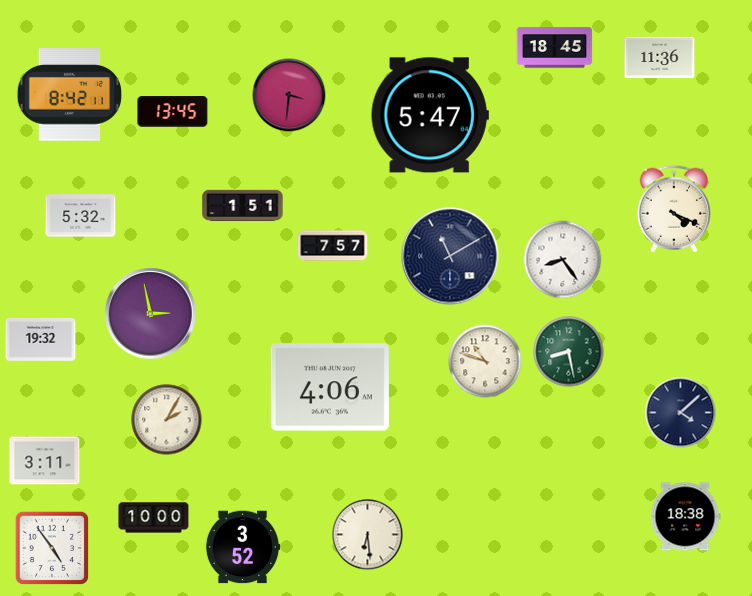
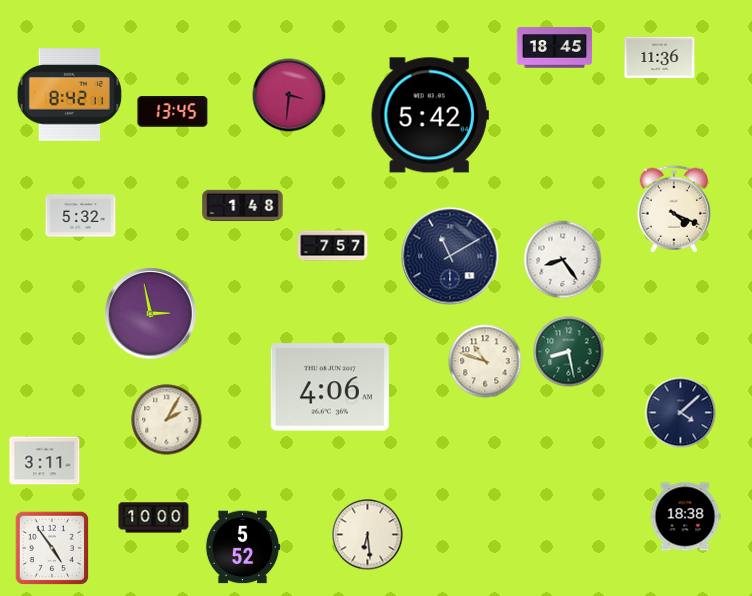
clock at (430, 115): 5:47 -> 5:42
clock at (243, 206): 1:51 -> 1:48
clock at (41, 339): 19:32 -> none
clock at (243, 547): 3:52 -> 5:52
